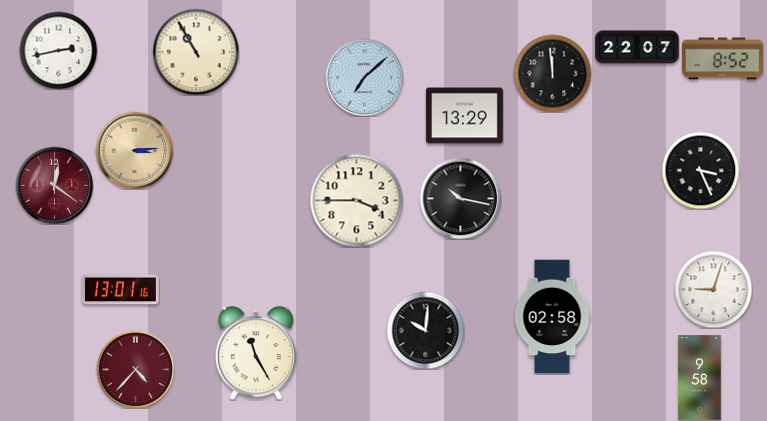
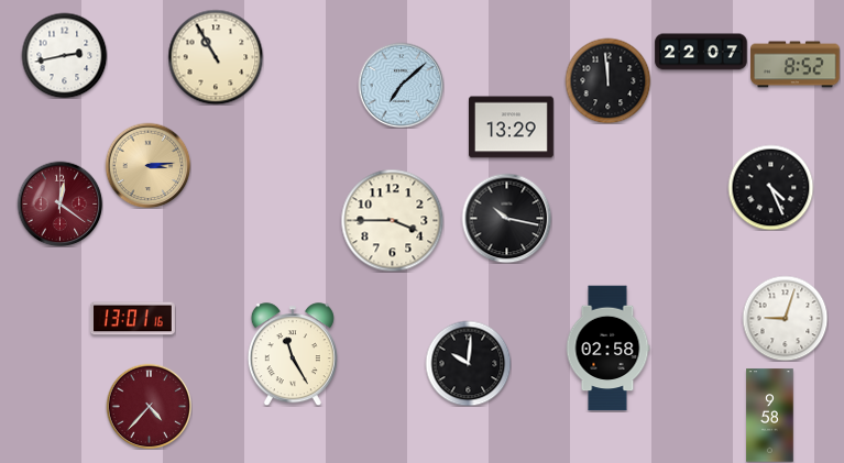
clock at (700, 170): 3:26 -> 4:26
clock at (256, 353) position: (256, 353) -> (293, 354)
